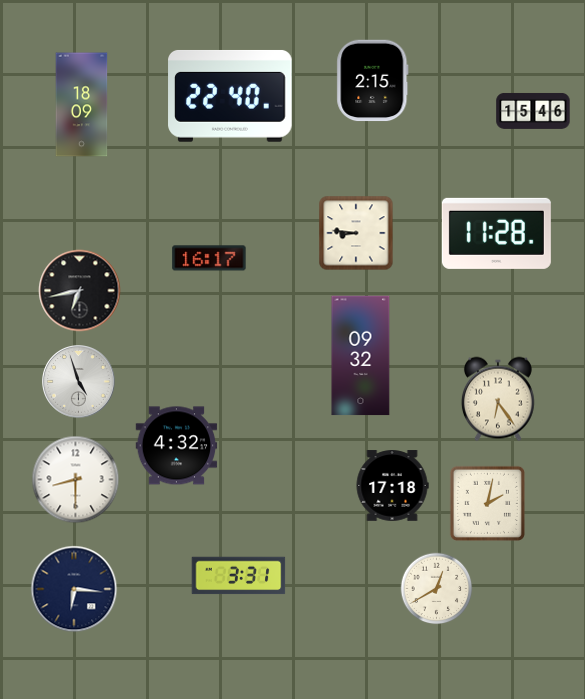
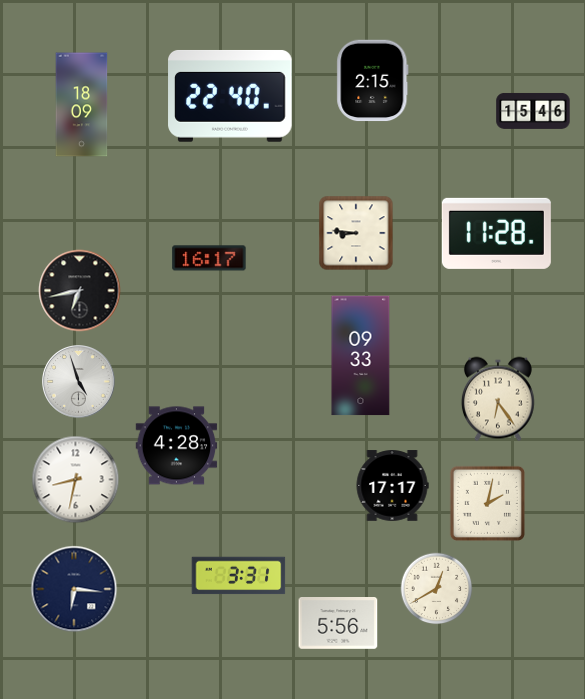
clock at (361, 356): 09:32 -> 09:33
clock at (177, 446): 4:32 -> 4:28
clock at (76, 480): 8:30 -> 8:32
clock at (392, 486): 17:18 -> 17:17
clock at (338, 624): none -> 5:56
